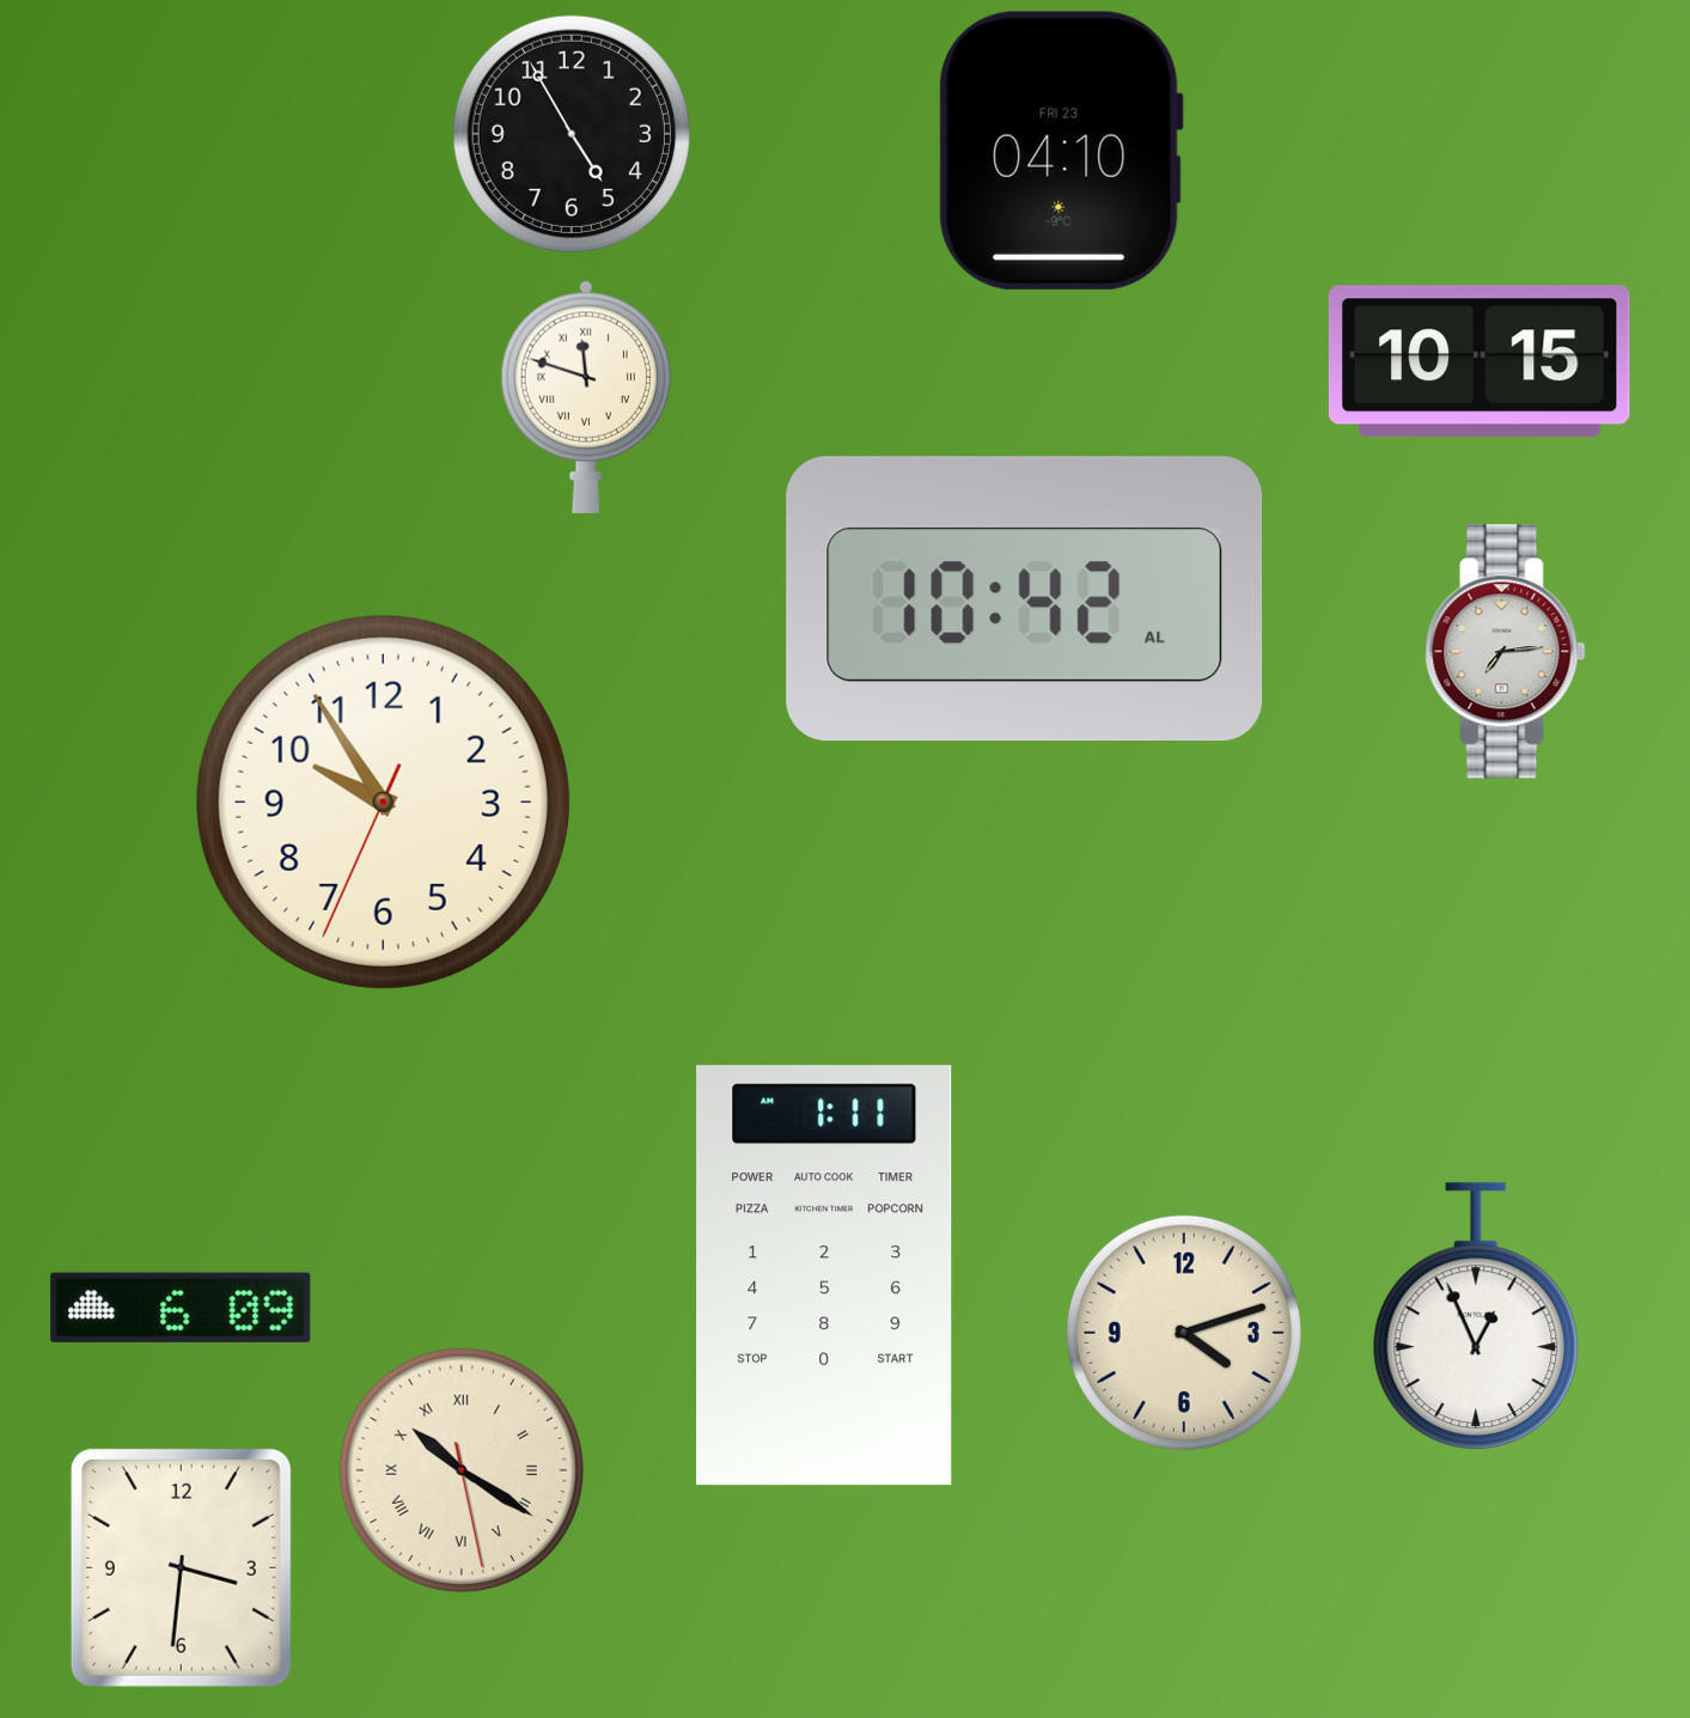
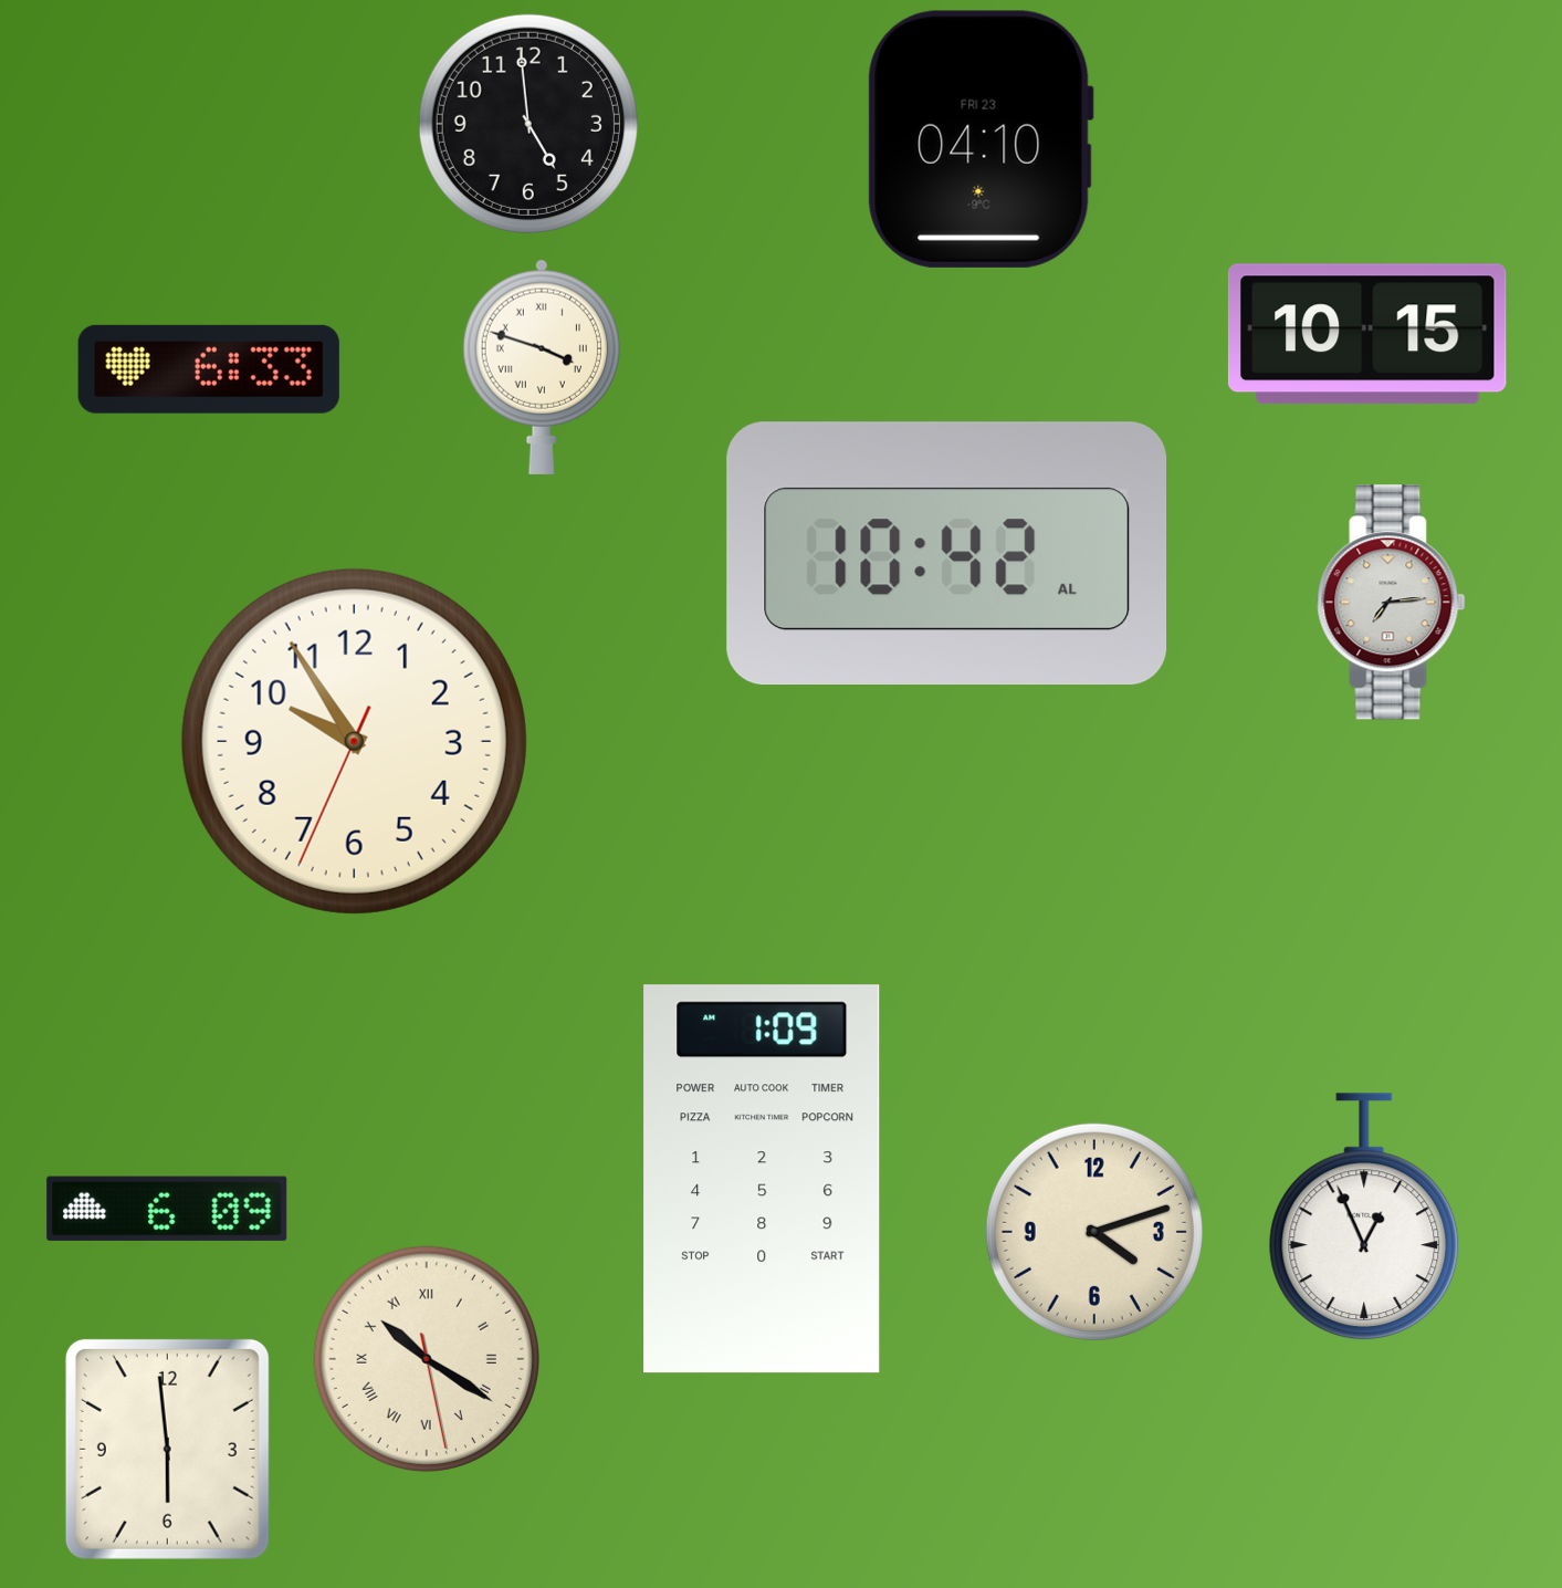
clock at (572, 134): 4:55 -> 4:59
clock at (586, 397): 11:48 -> 3:48
clock at (209, 369): none -> 6:33
clock at (824, 1275): 1:11 -> 1:09
clock at (181, 1567): 3:31 -> 5:59
